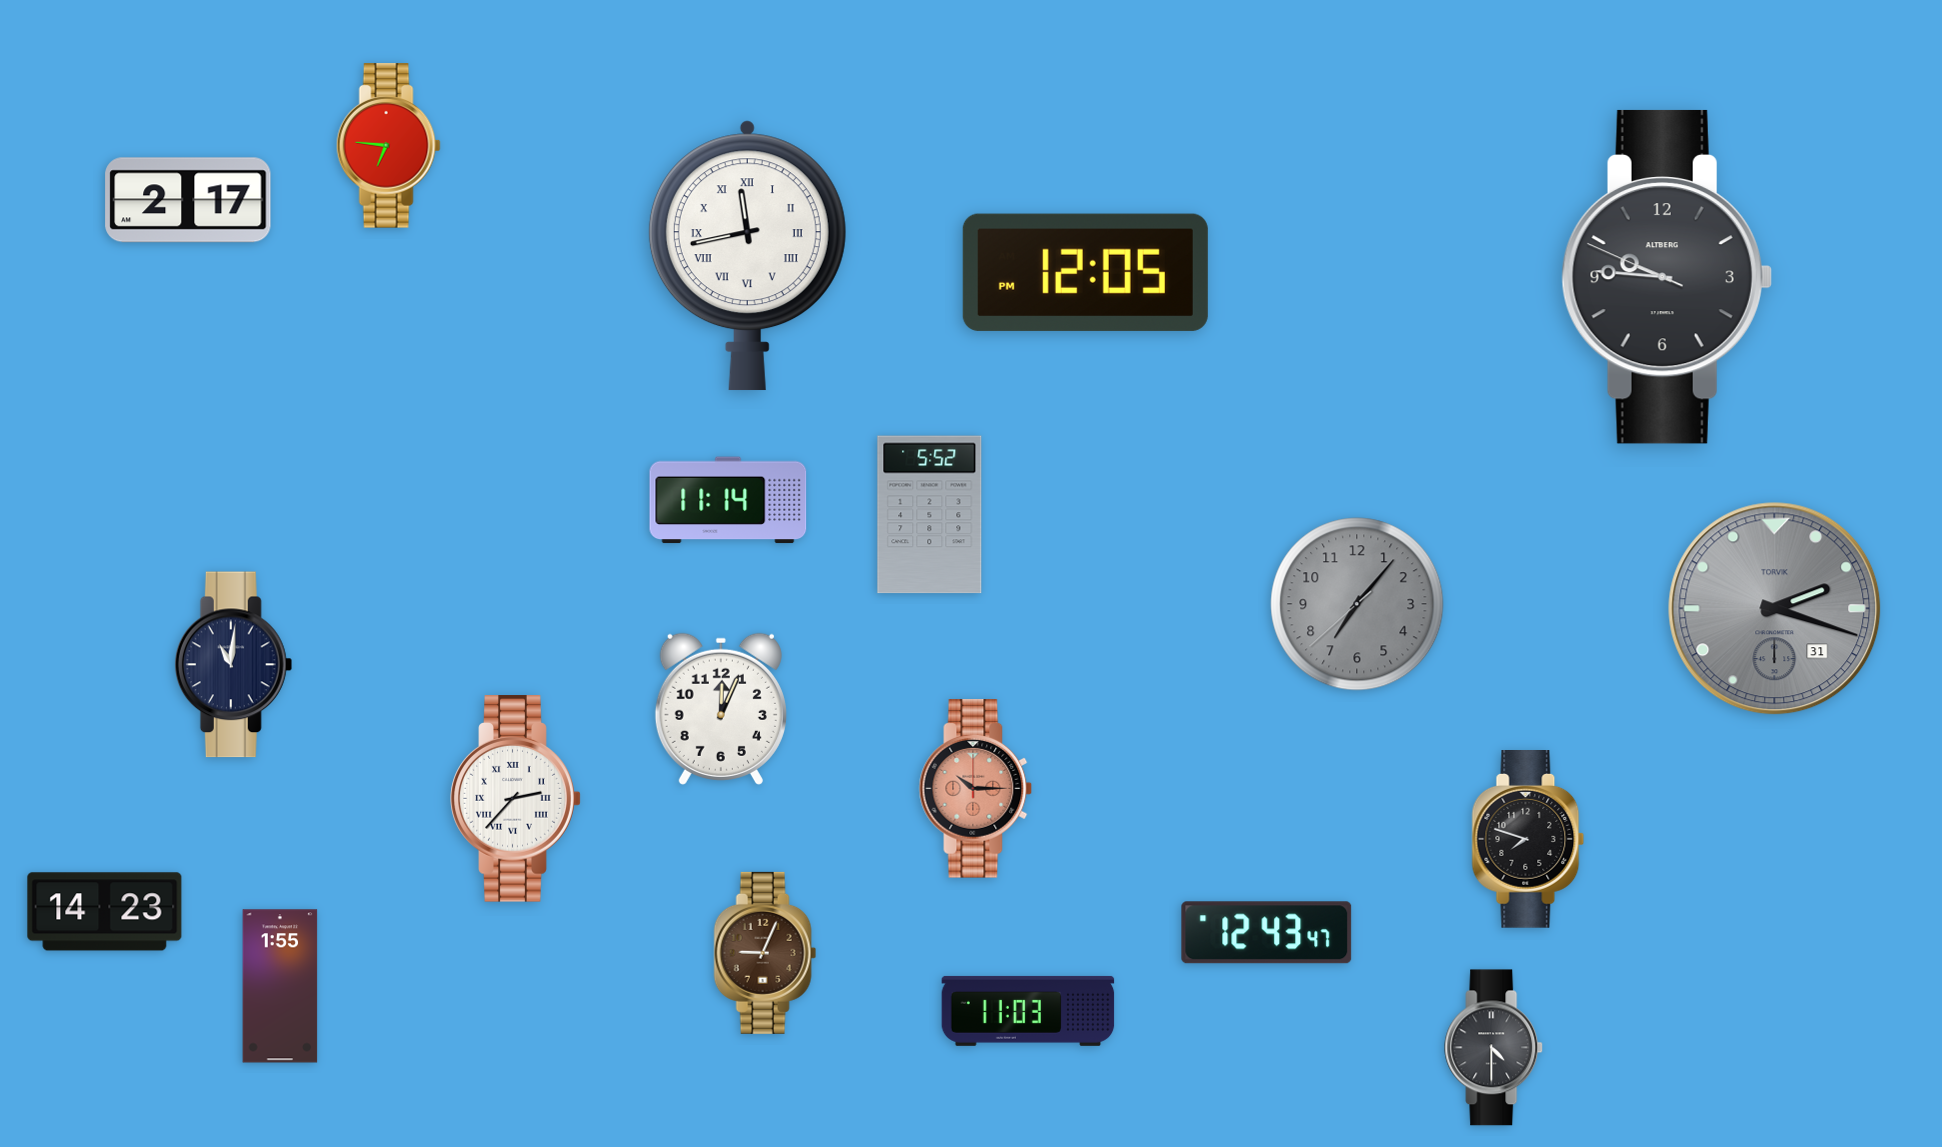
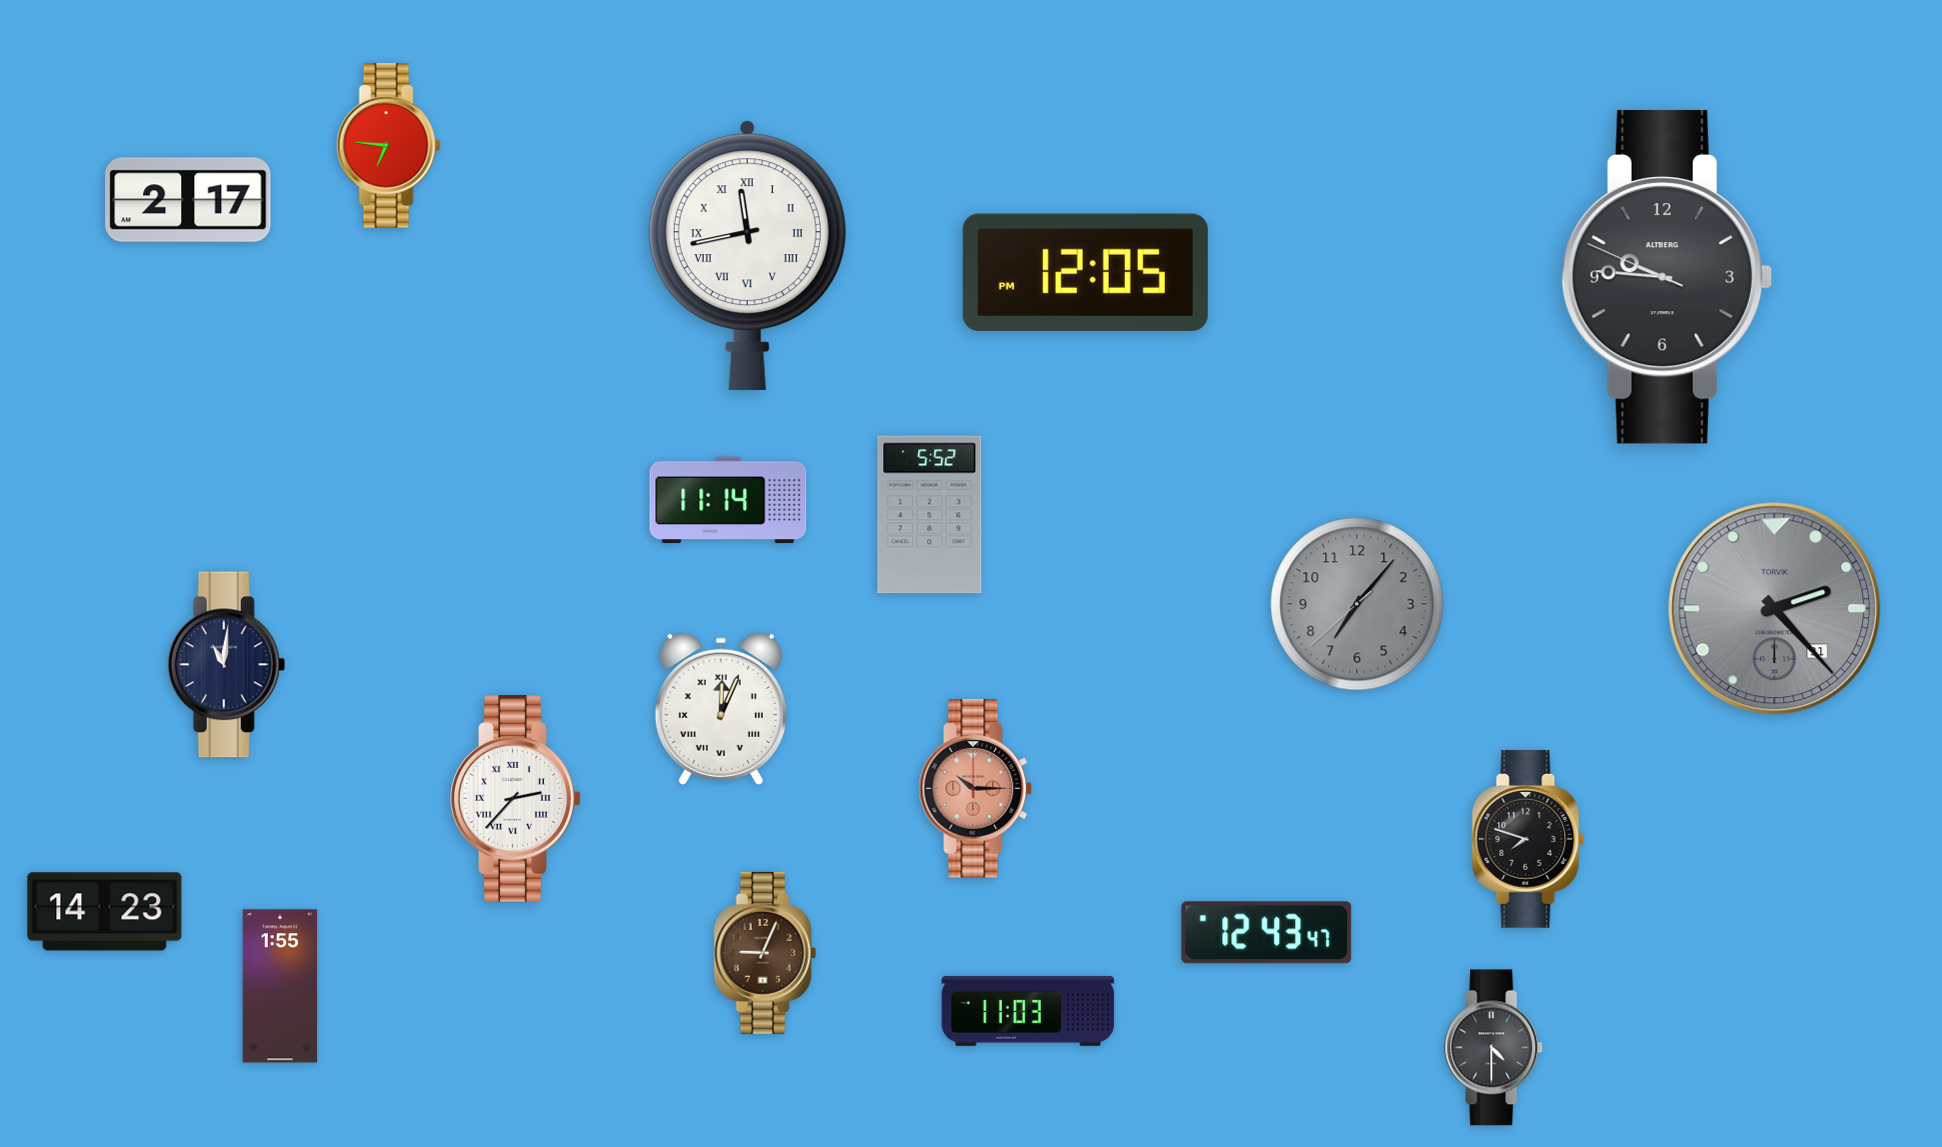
clock at (1775, 609): 2:18 -> 2:23
clock at (234, 665) position: (234, 665) -> (227, 665)
clock at (721, 709) numerals: Arabic -> Roman
